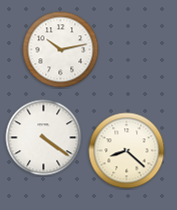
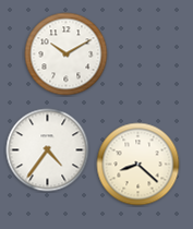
clock at (61, 50): 10:13 -> 10:10
clock at (44, 138): 4:21 -> 4:36
